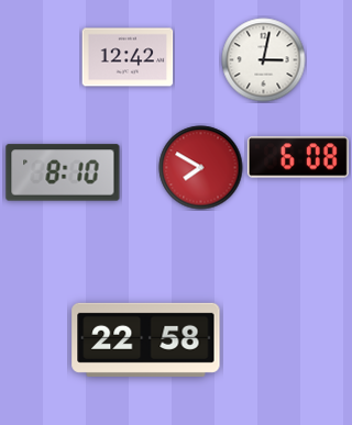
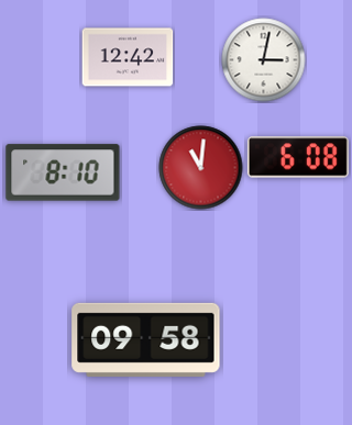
clock at (201, 168): 7:50 -> 11:01
clock at (146, 339): 22:58 -> 09:58
